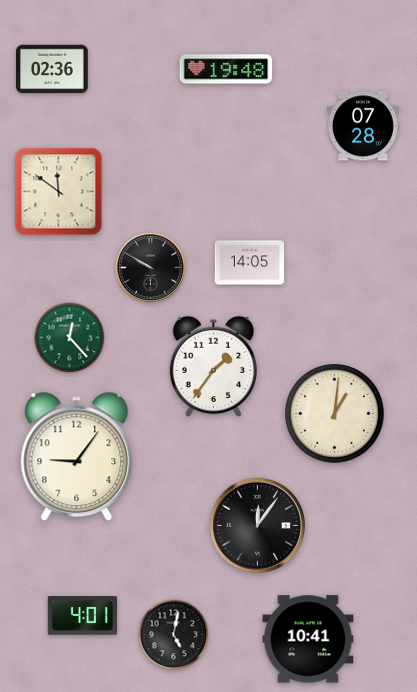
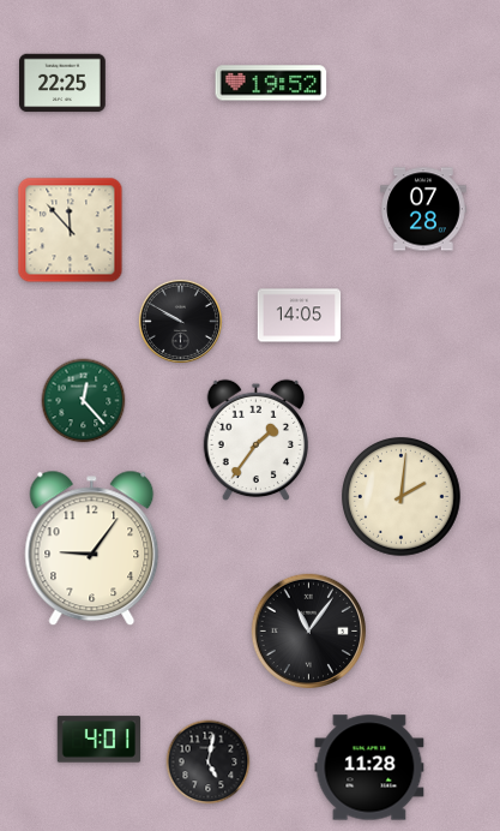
clock at (53, 69): 02:36 -> 22:25
clock at (226, 69): 19:48 -> 19:52
clock at (363, 126) position: (363, 126) -> (423, 209)
clock at (59, 192): 11:51 -> 11:53
clock at (70, 338) position: (70, 338) -> (84, 401)
clock at (335, 414): 1:01 -> 2:01
clock at (257, 525): 12:06 -> 11:06
clock at (308, 639): 10:41 -> 11:28
